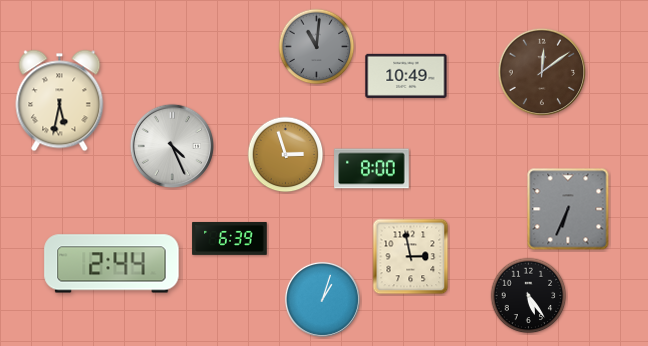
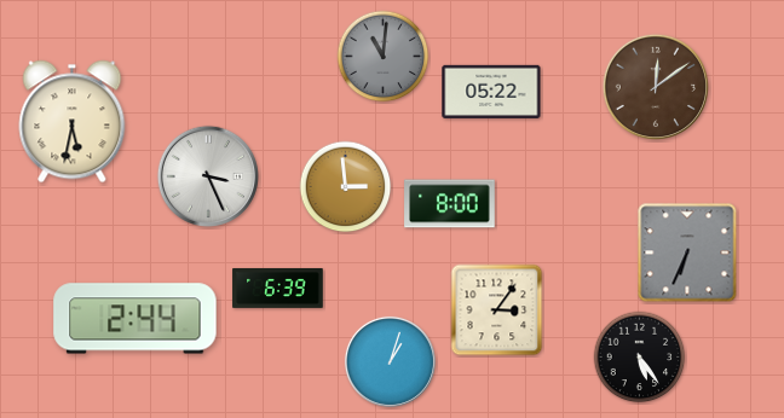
clock at (406, 76): 10:49 -> 05:22
clock at (171, 145): 4:26 -> 3:26
clock at (286, 155): 2:57 -> 2:59
clock at (411, 257): 2:58 -> 3:06
